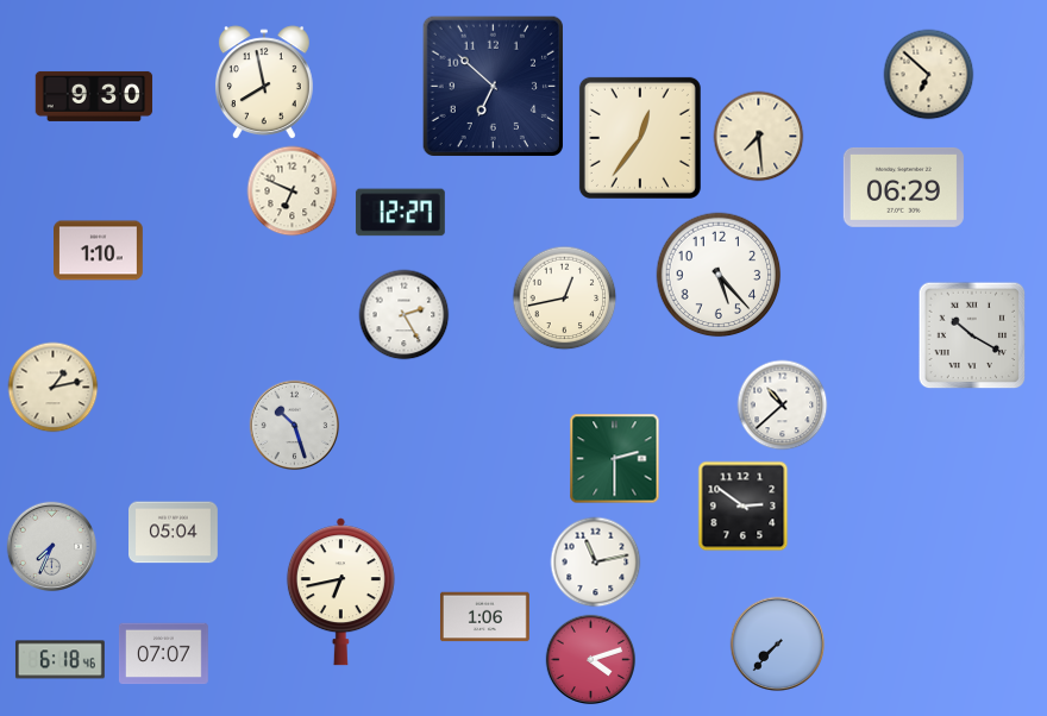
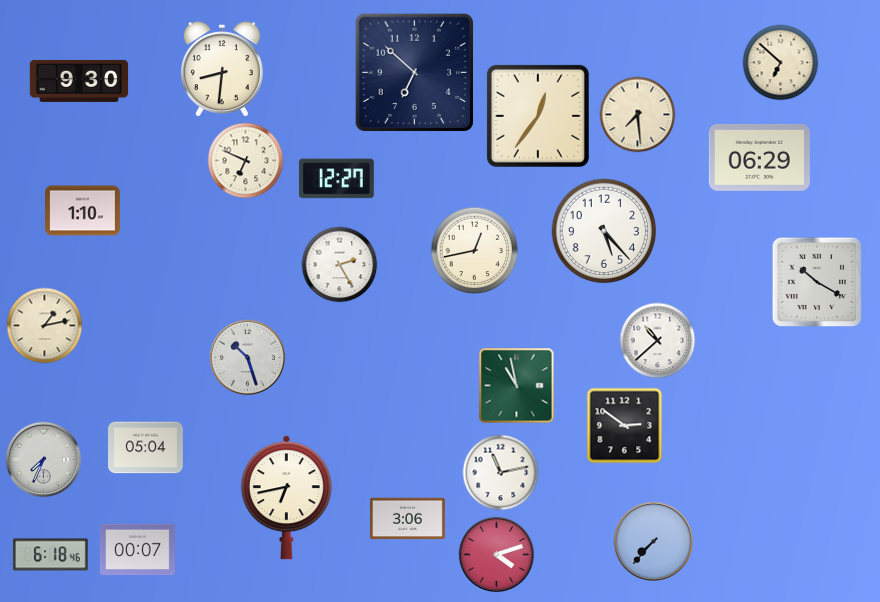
clock at (264, 83): 7:58 -> 8:31
clock at (615, 459): 2:30 -> 10:58
clock at (484, 617): 1:06 -> 3:06
clock at (163, 654): 07:07 -> 00:07
